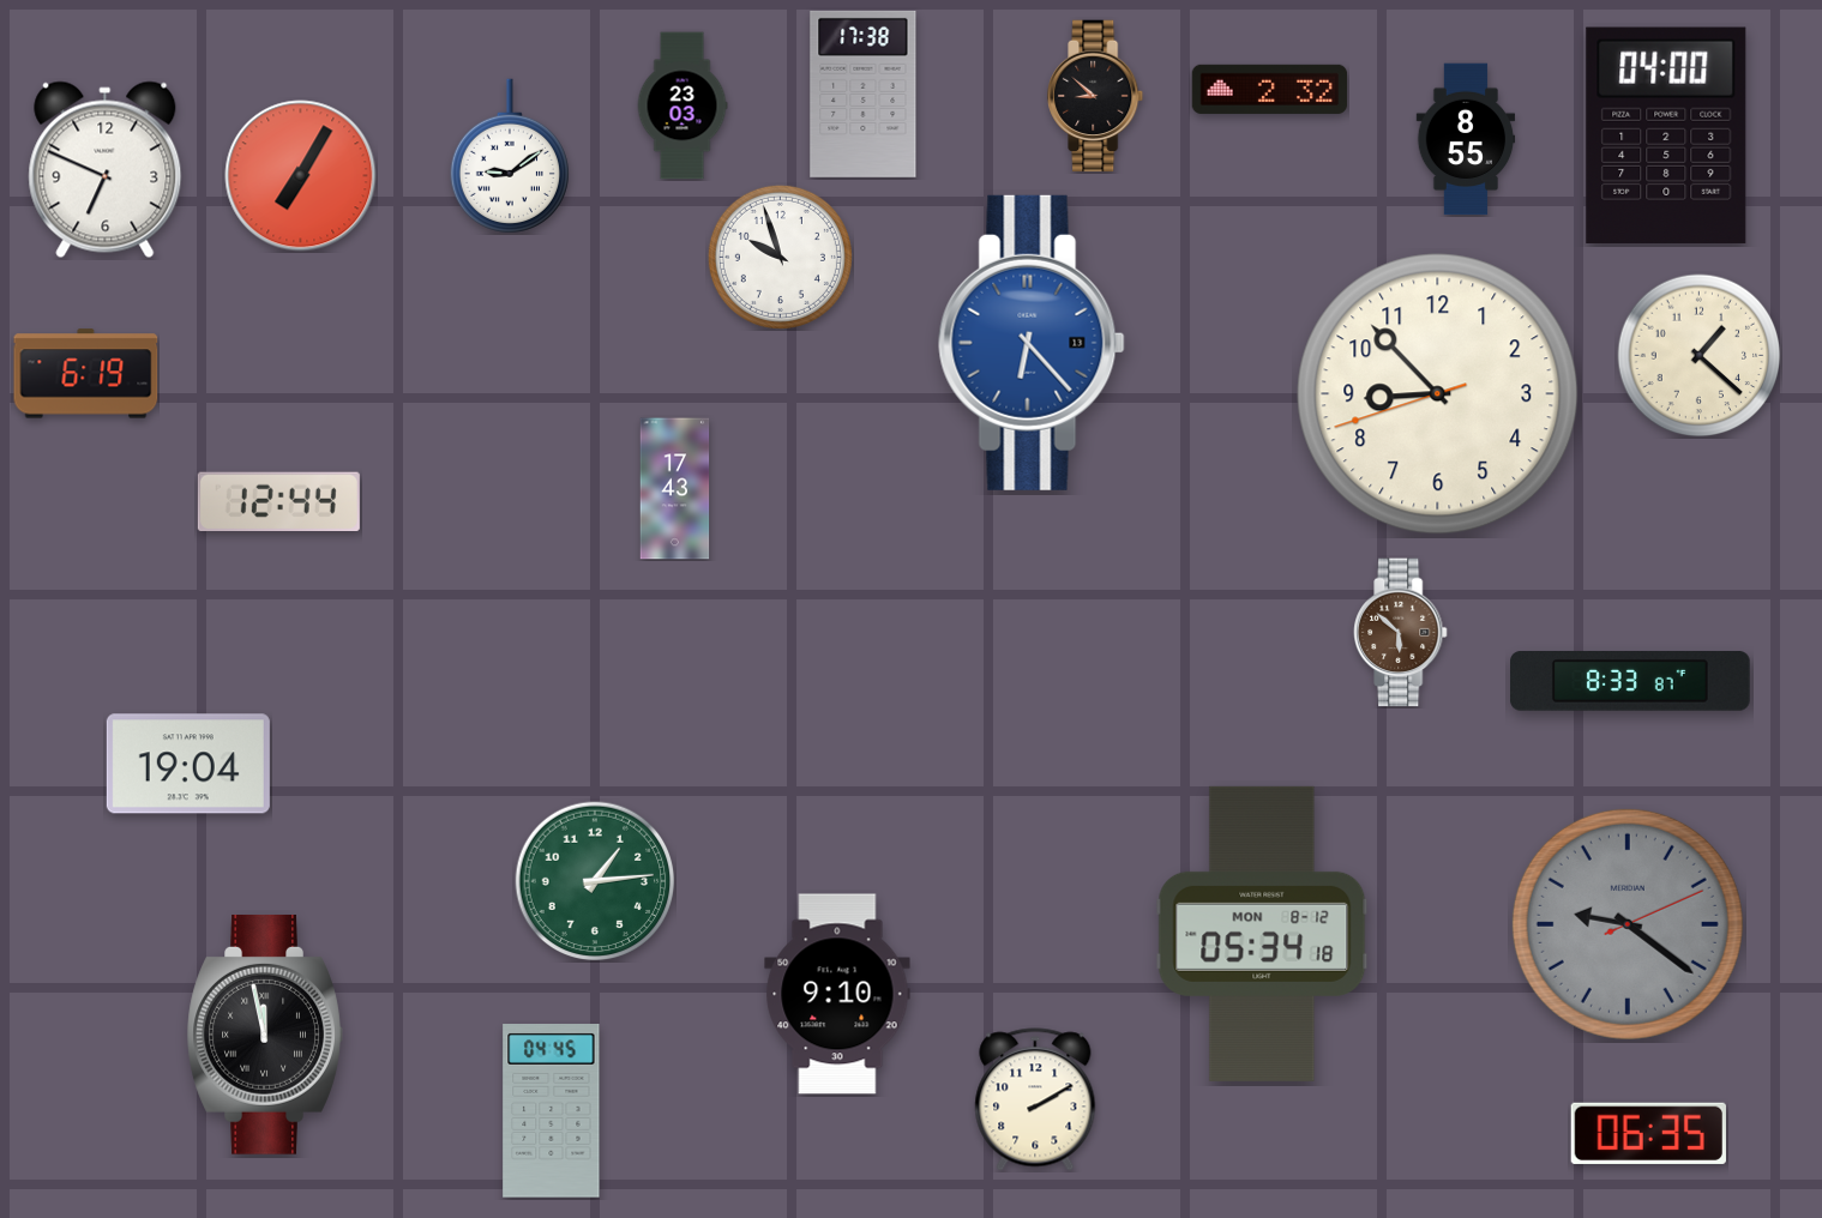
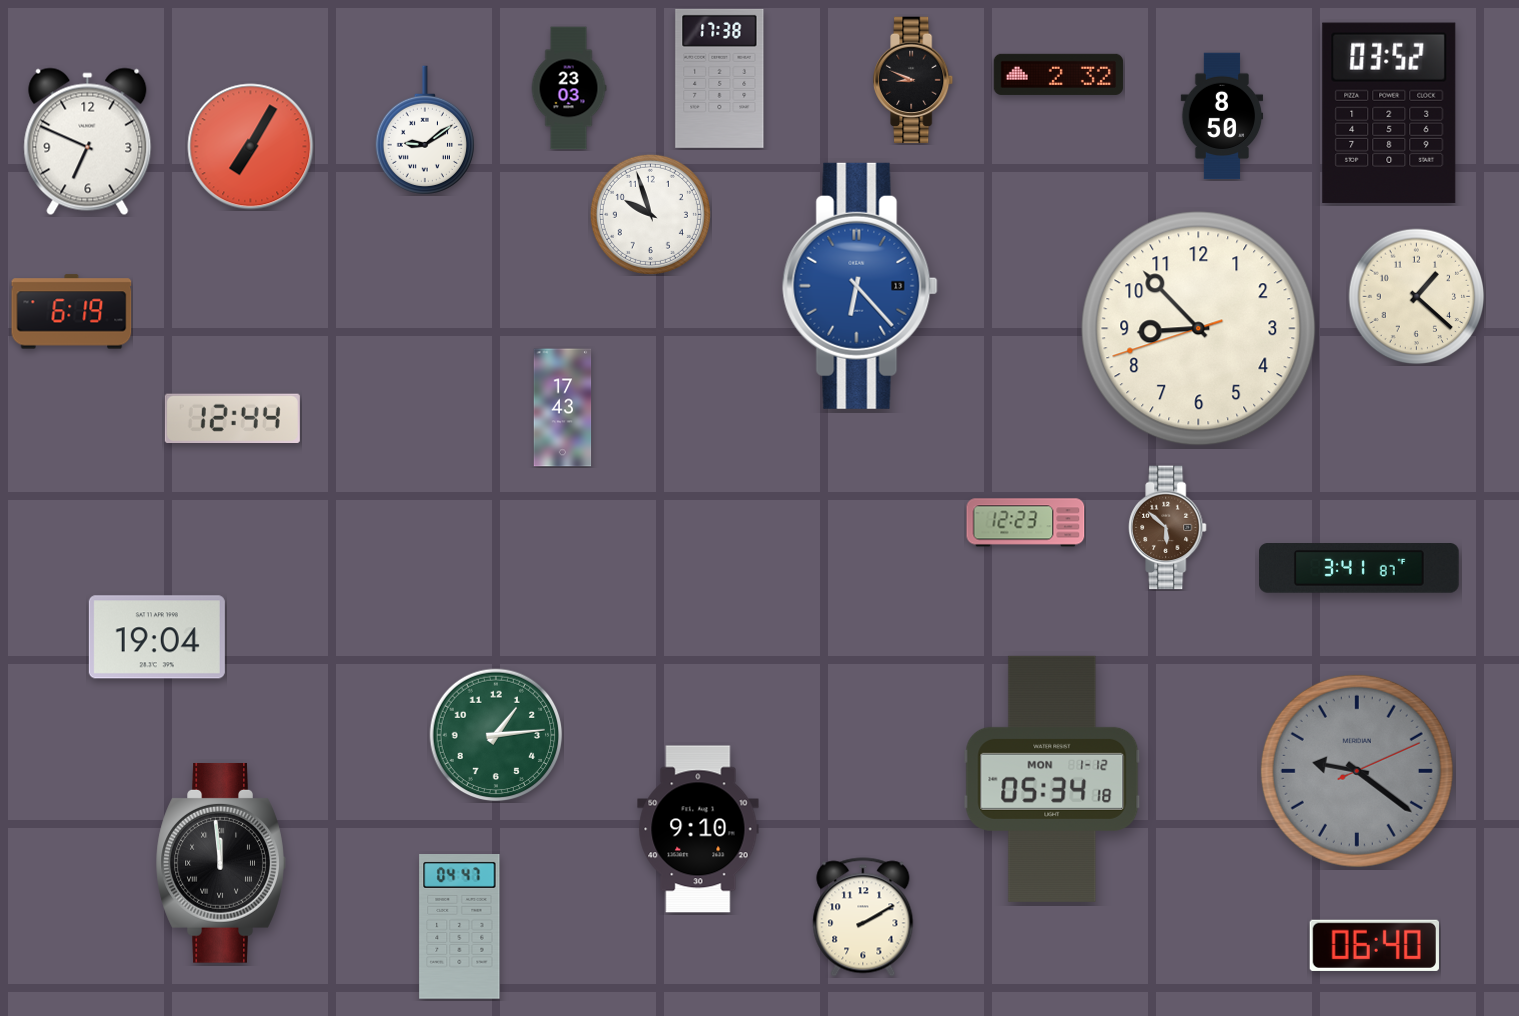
clock at (1096, 96): 8:52 -> 8:49
clock at (1666, 135): 04:00 -> 03:52
clock at (1466, 139): 8:55 -> 8:50
clock at (1026, 523): none -> 12:23
clock at (1631, 682): 8:33 -> 3:41
clock at (1262, 934) date: MON 8-12 -> MON 1-12
clock at (265, 1035): 11:58 -> 11:59
clock at (552, 1111): 04:45 -> 04:47
clock at (1648, 1133): 06:35 -> 06:40
